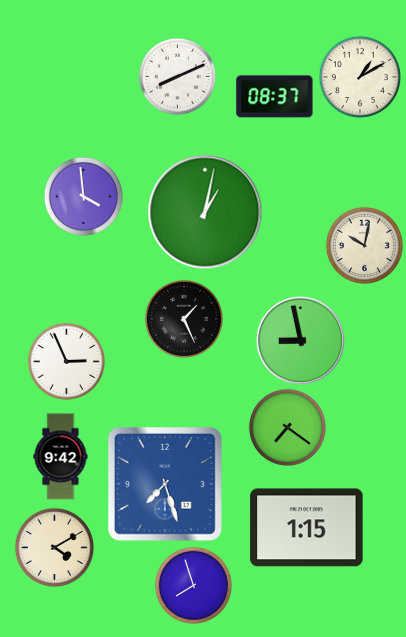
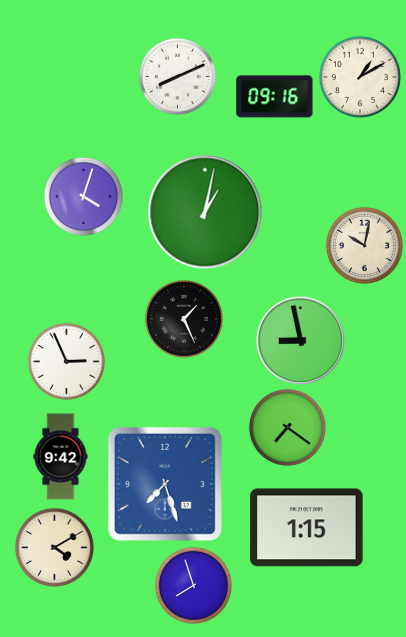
clock at (275, 97): 08:37 -> 09:16
clock at (83, 196): 3:59 -> 4:03
